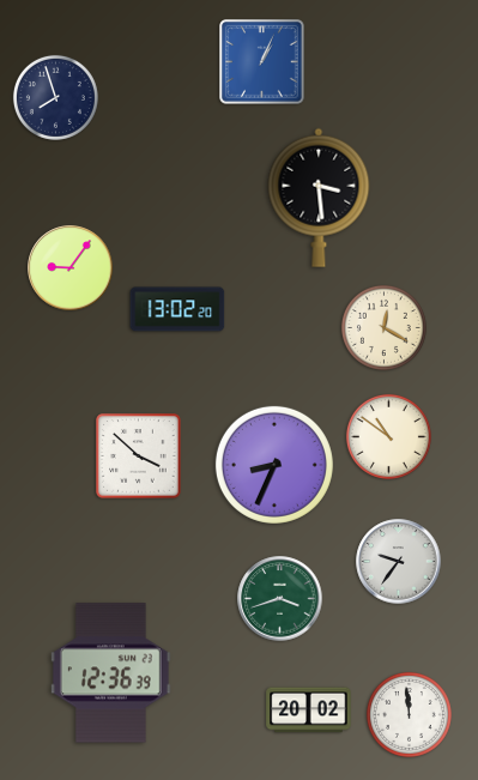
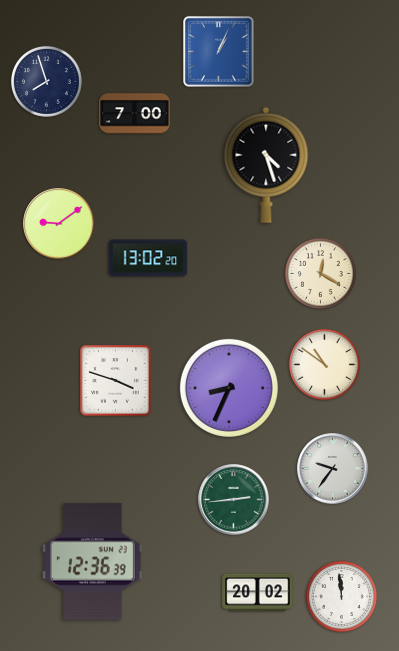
clock at (135, 114): none -> 7:00
clock at (319, 198): 3:29 -> 4:27
clock at (71, 268): 9:06 -> 9:09
clock at (139, 456): 3:52 -> 3:48
clock at (280, 599): 3:42 -> 2:44
